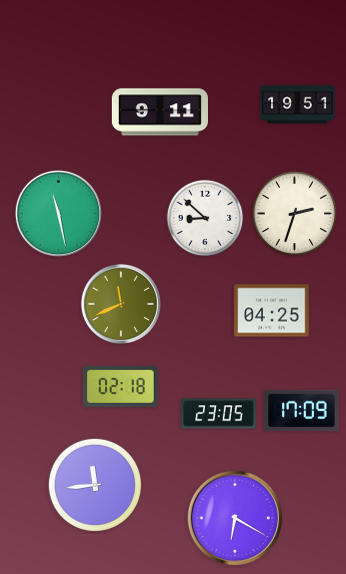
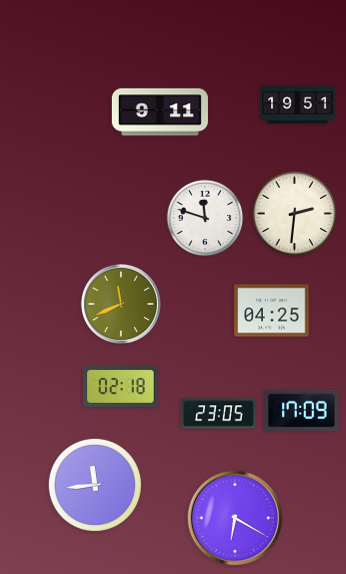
clock at (58, 213): 11:28 -> none
clock at (295, 214): 2:33 -> 2:31
clock at (205, 218): 8:52 -> 11:48
